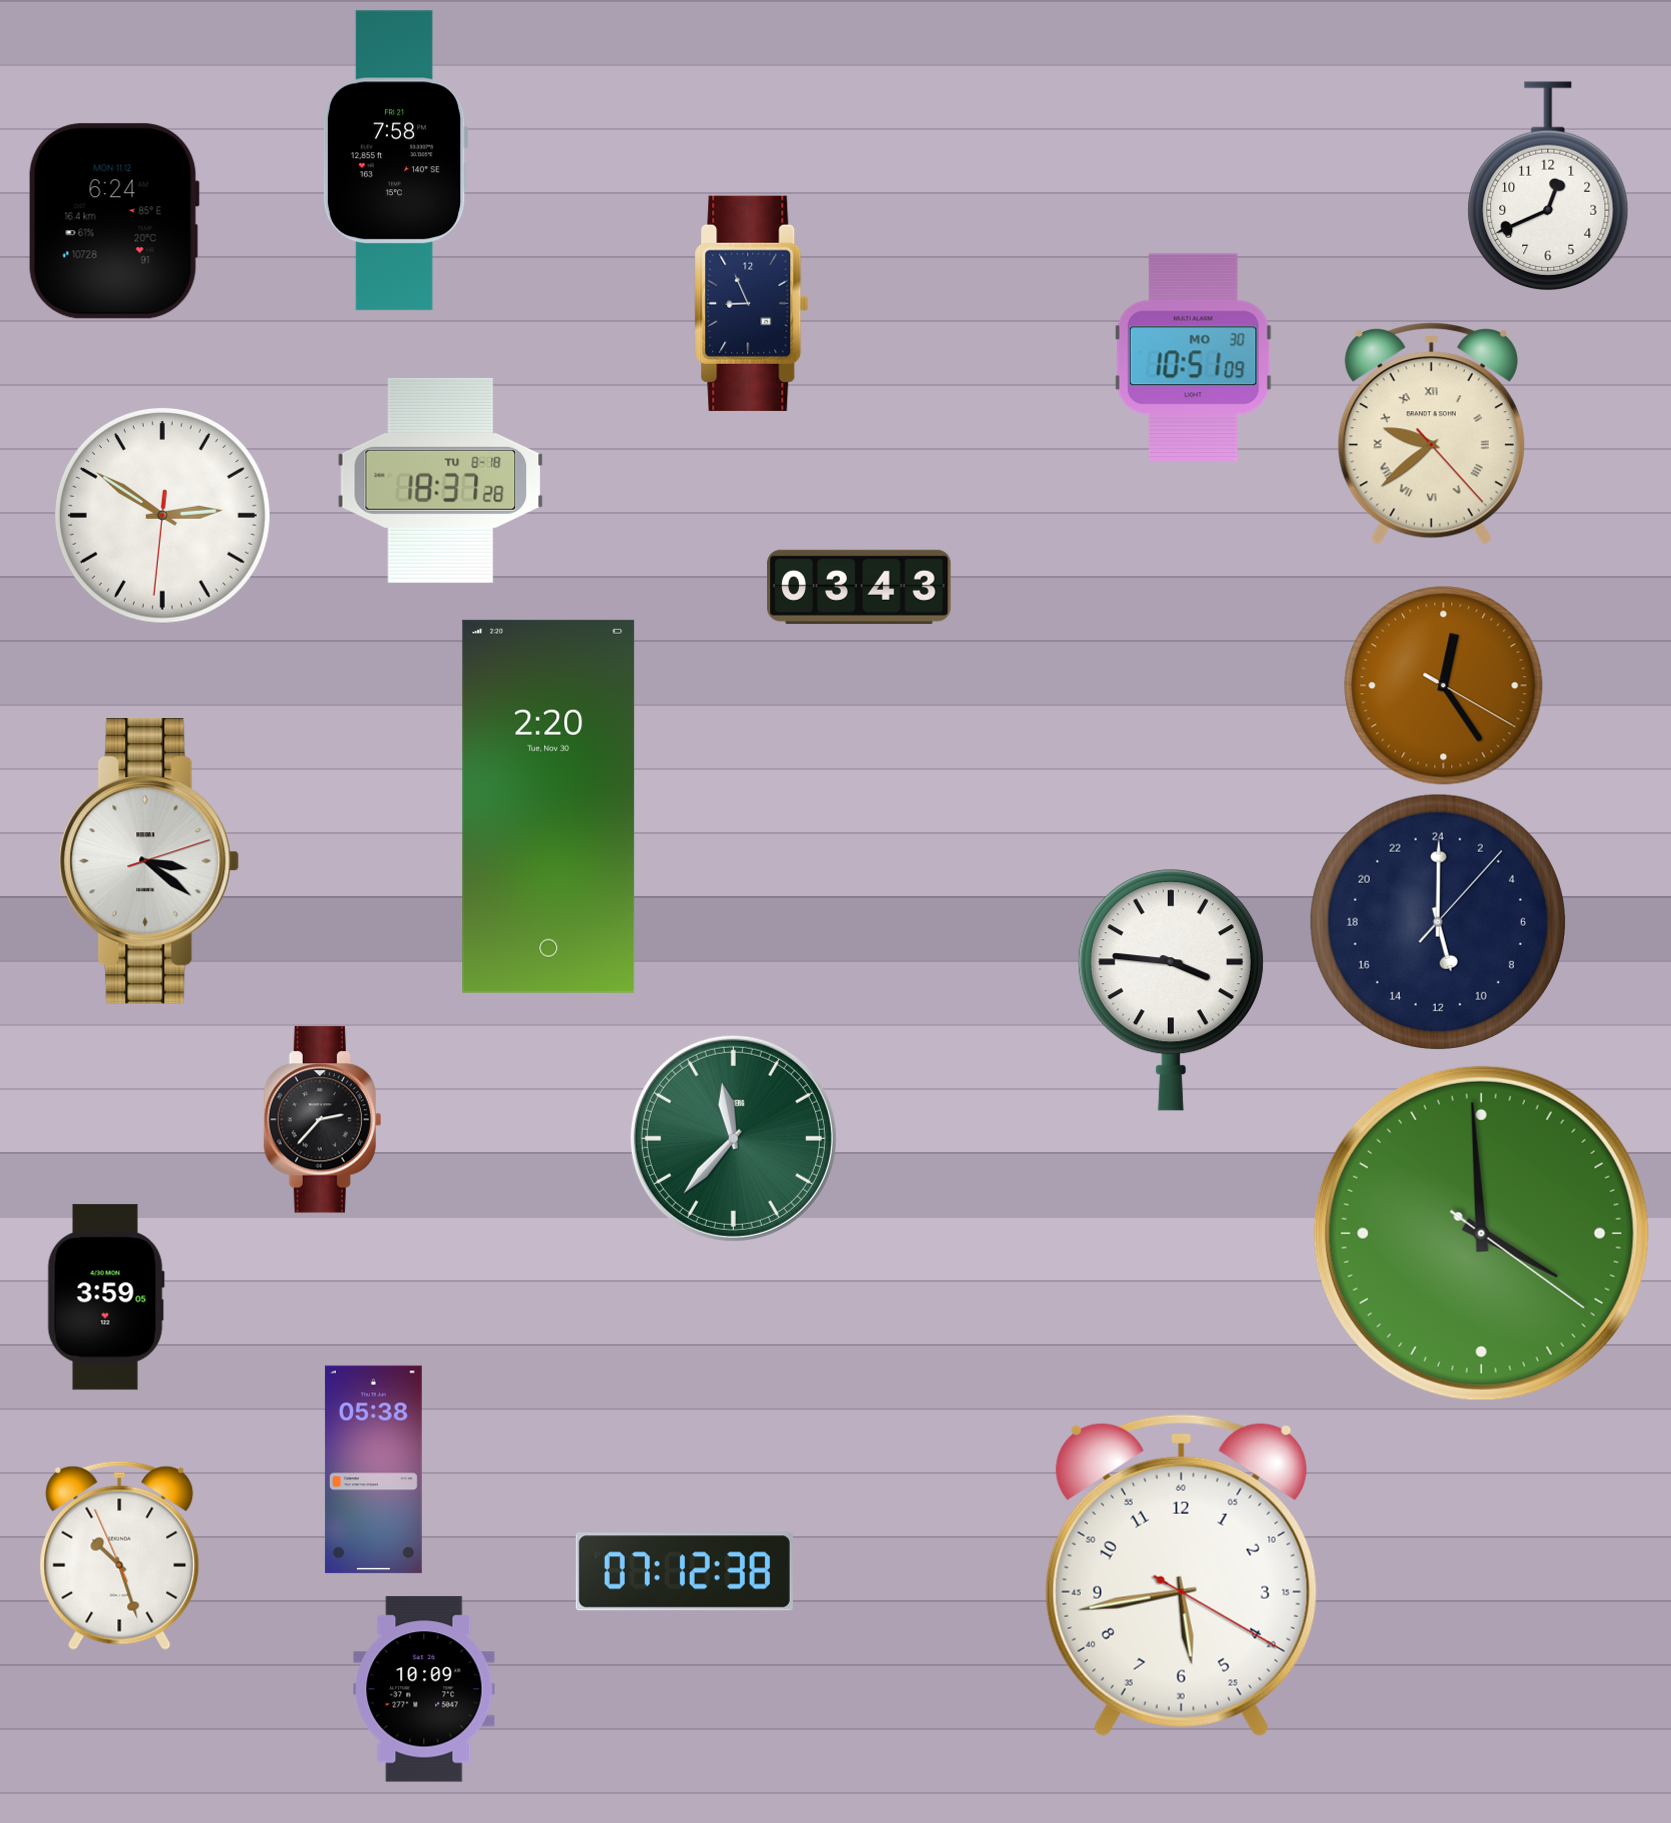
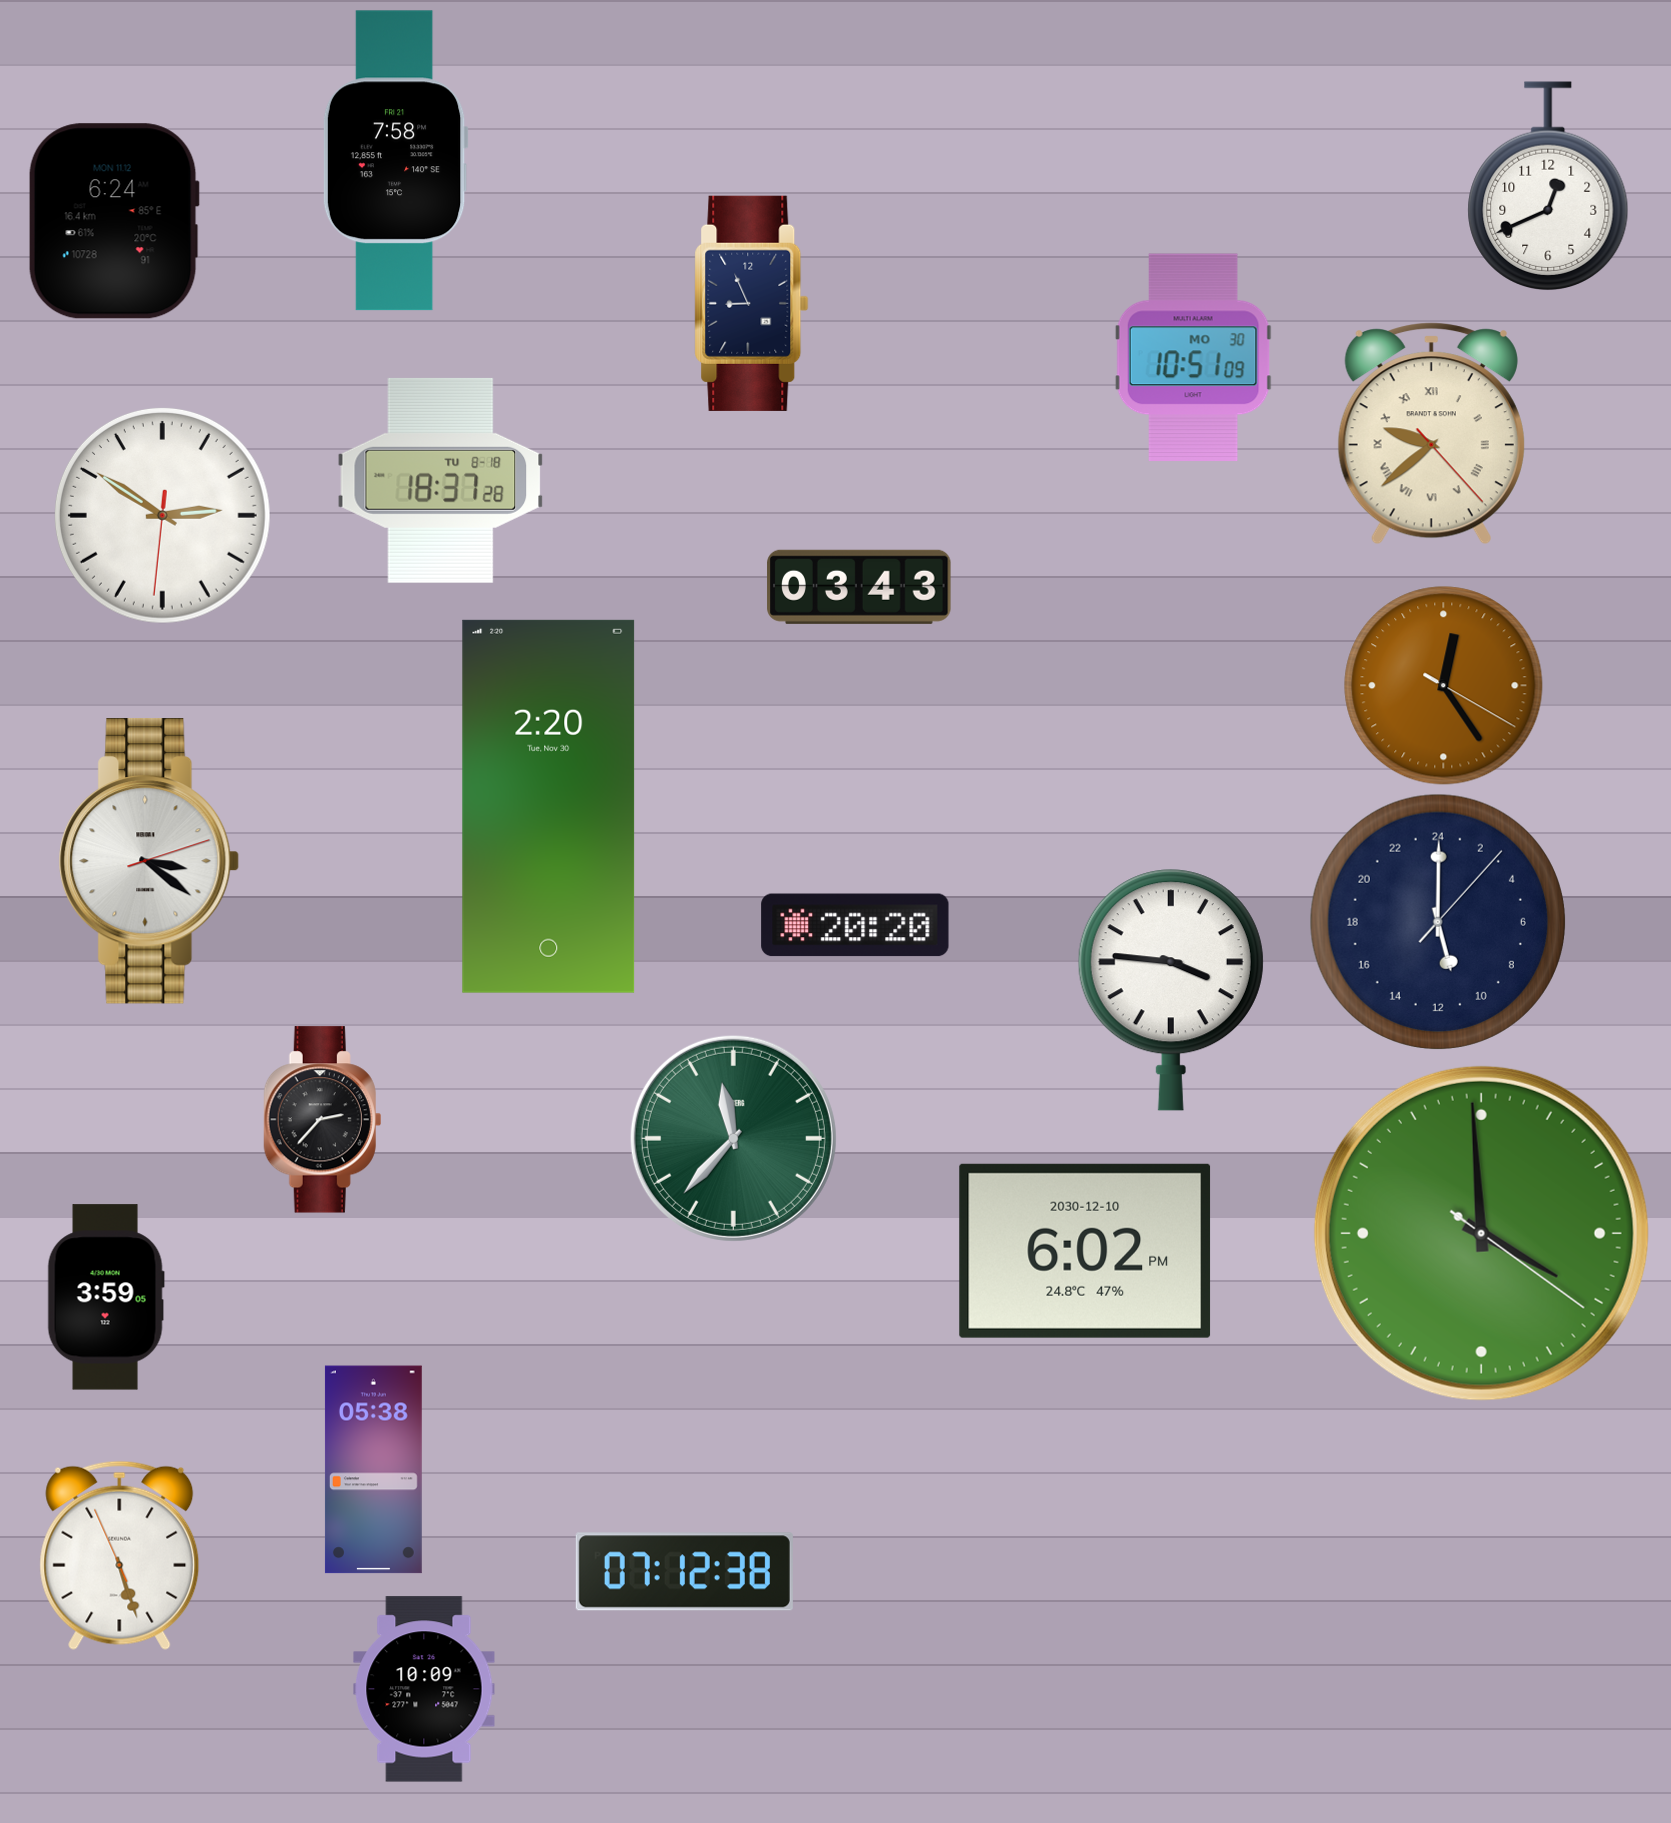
clock at (855, 925): none -> 20:20
clock at (1085, 1251): none -> 6:02
clock at (120, 1555): 10:26 -> 5:26
clock at (1181, 1575): 5:43 -> none
